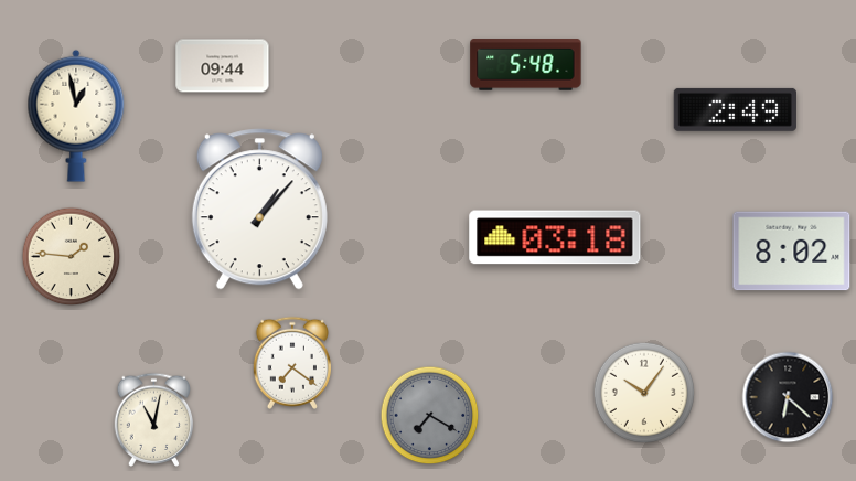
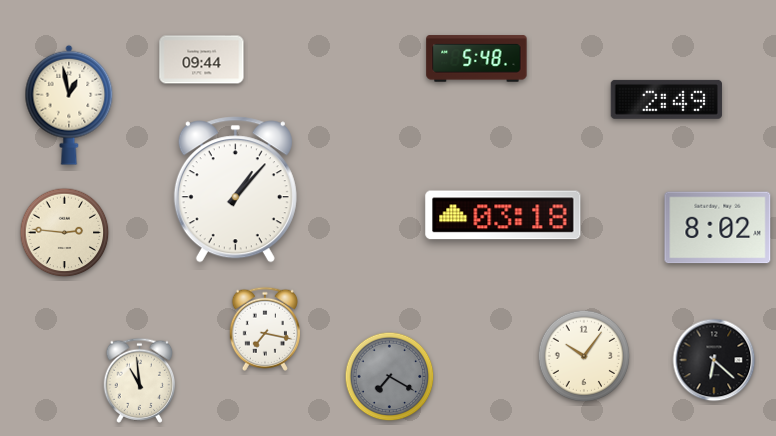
clock at (72, 257): 1:46 -> 2:46
clock at (292, 363): 7:21 -> 7:17
clock at (154, 419): 11:02 -> 10:59
